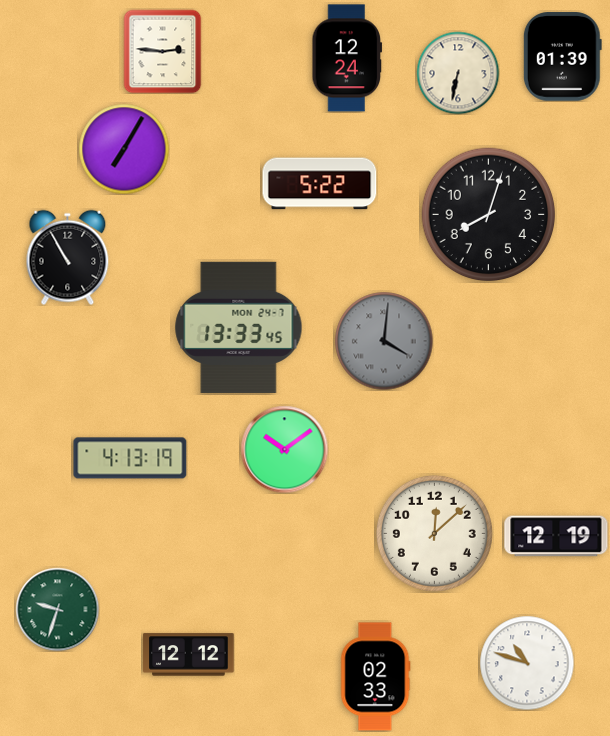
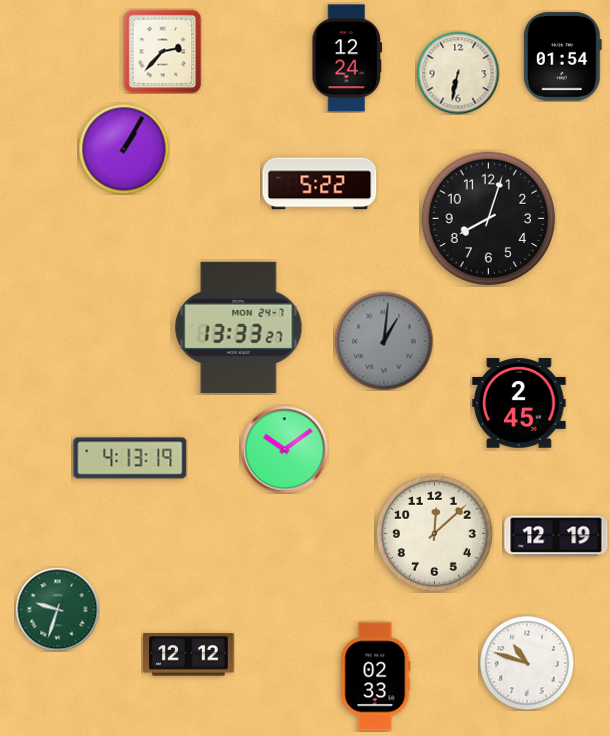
clock at (163, 51): 2:46 -> 2:37
clock at (562, 57): 01:39 -> 01:54
clock at (124, 149): 7:05 -> 1:05
clock at (489, 215) position: (489, 215) -> (489, 219)
clock at (68, 257): 10:55 -> none
clock at (239, 327): 13:33:45 -> 13:33:27
clock at (384, 341): 4:01 -> 1:01
clock at (519, 403): none -> 2:45
